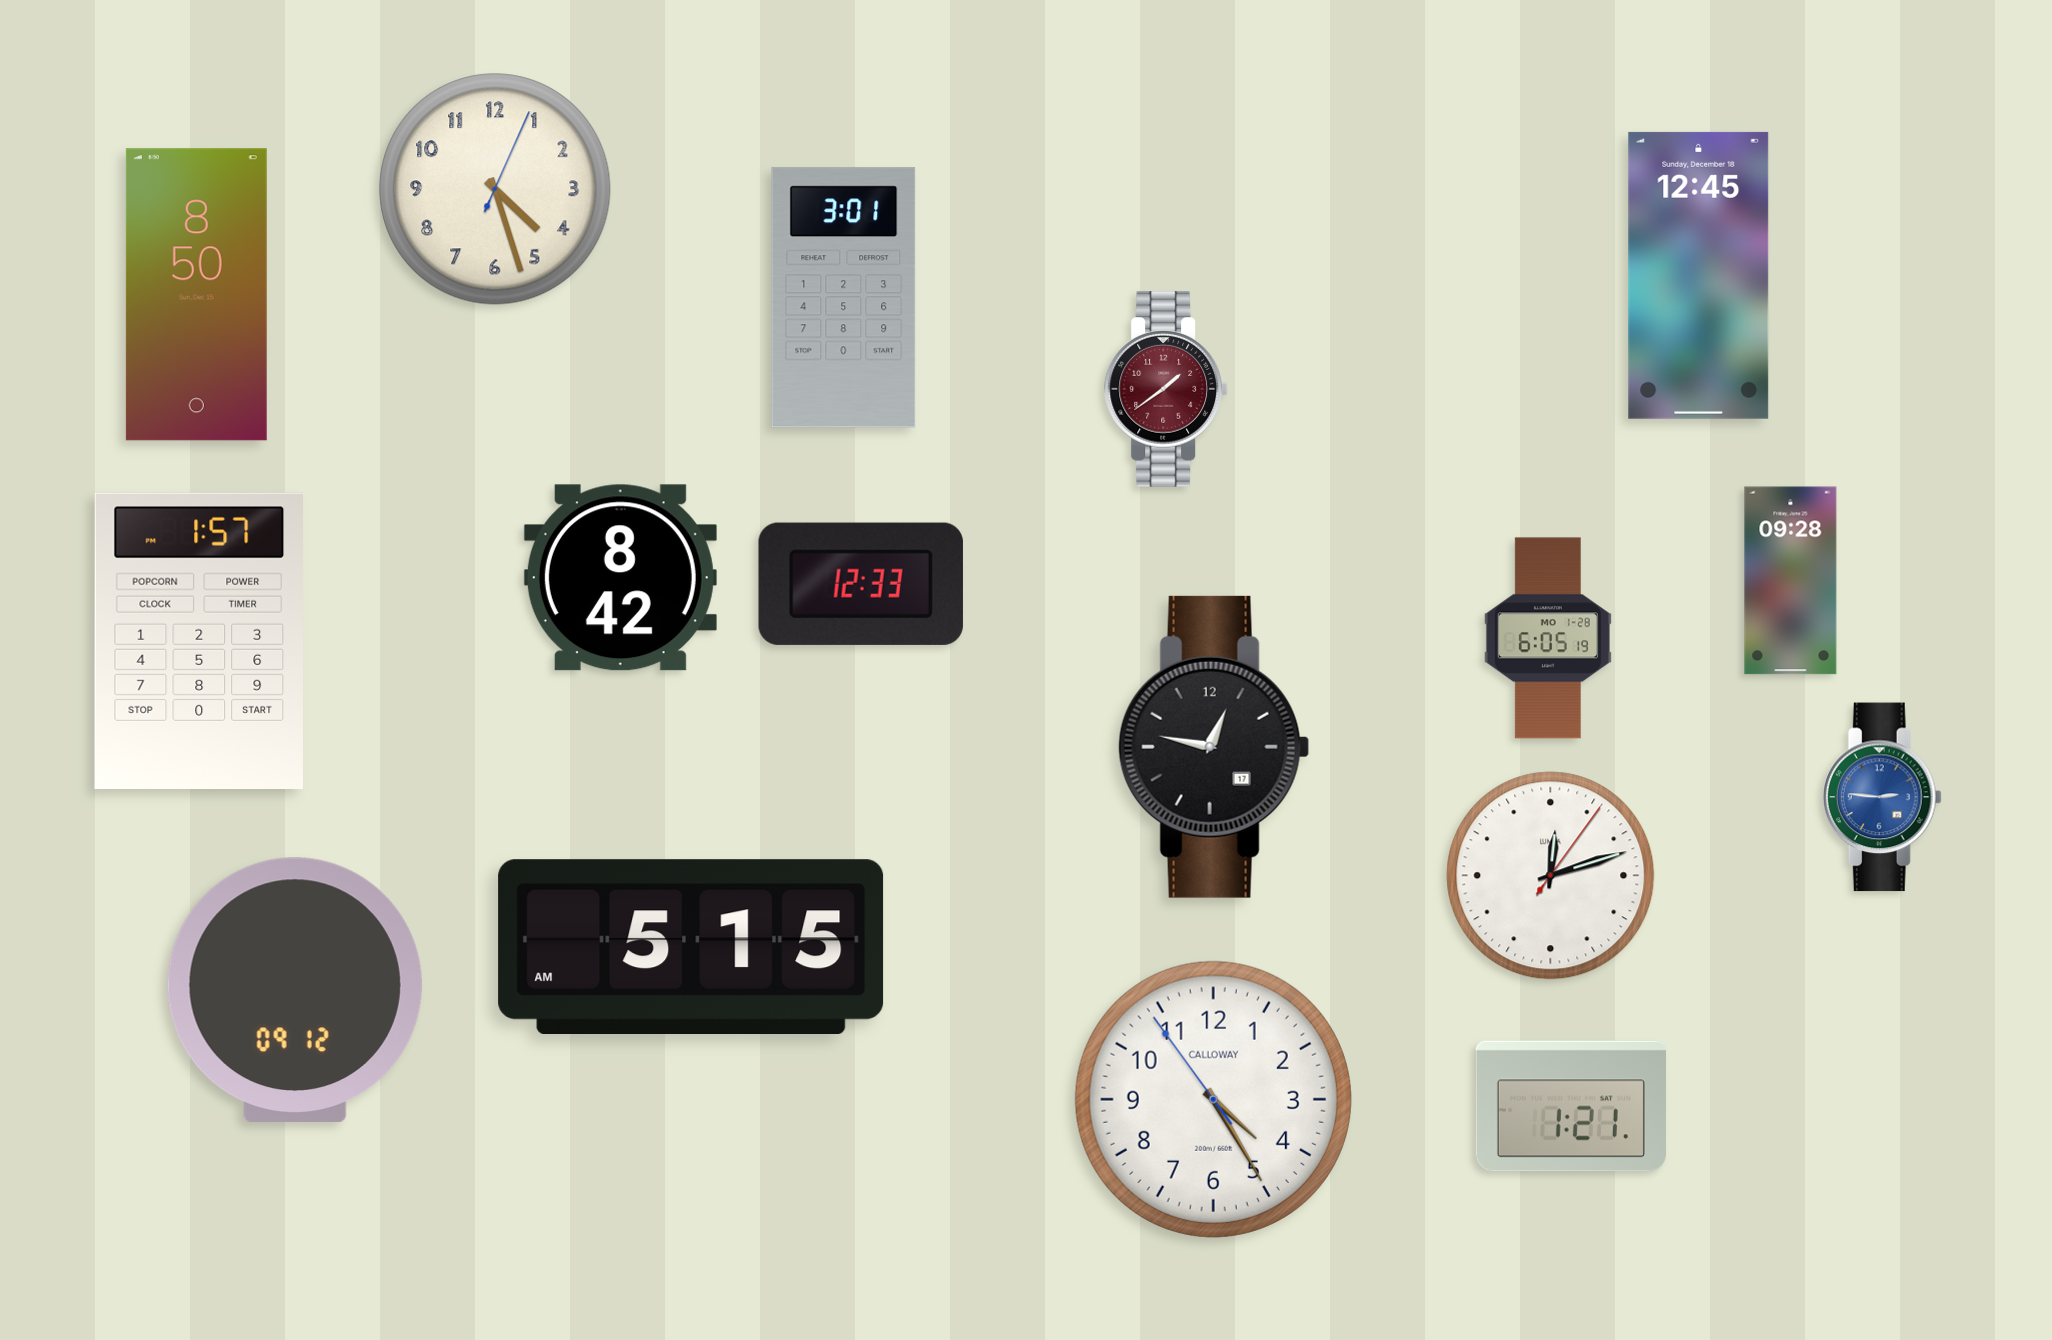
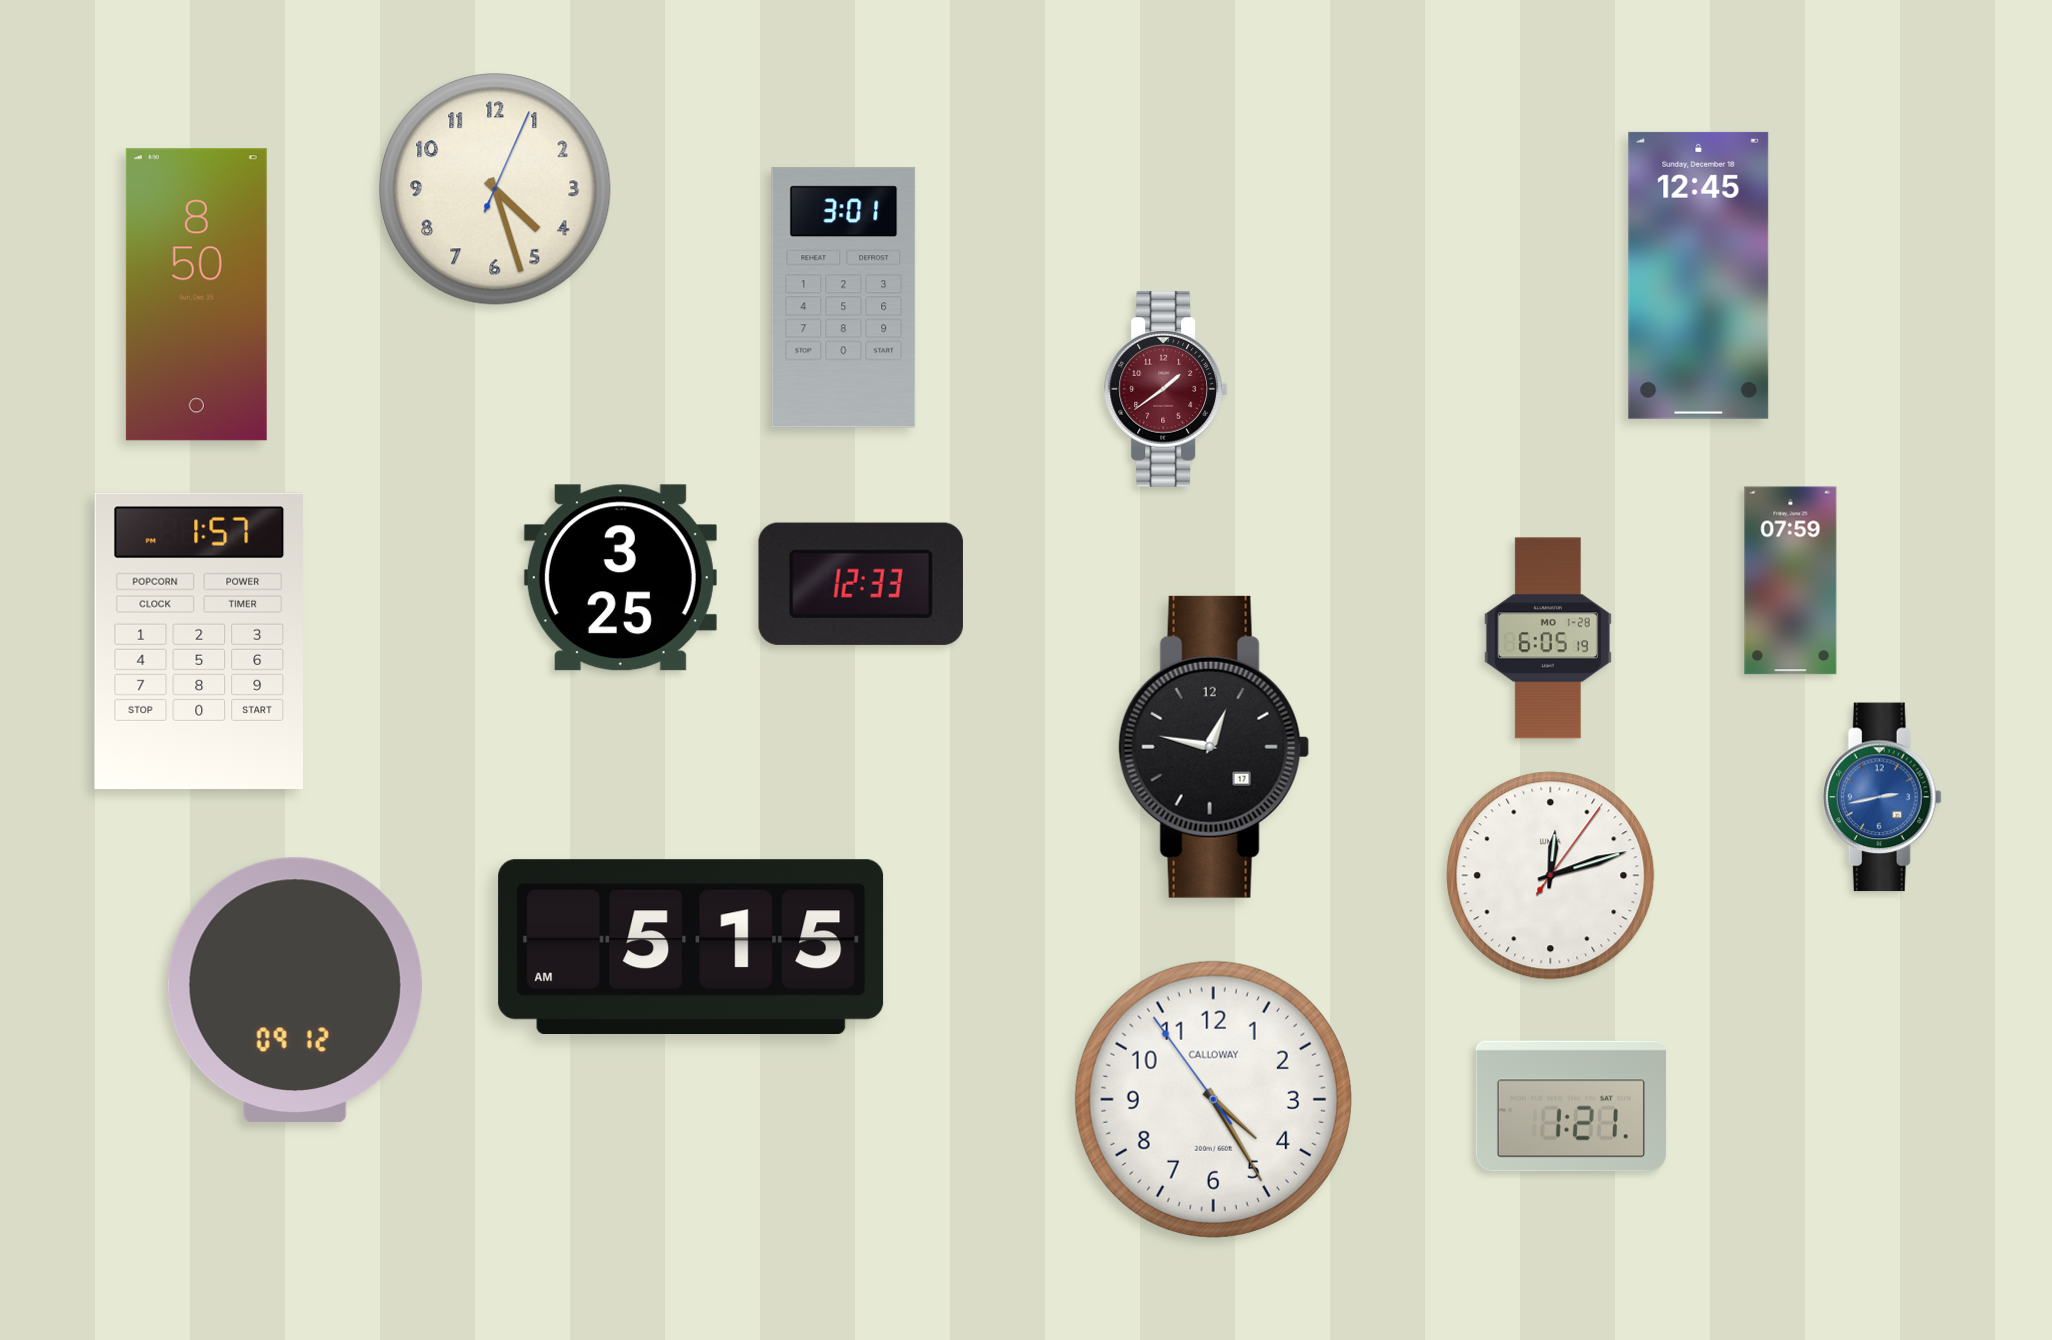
clock at (620, 578): 8:42 -> 3:25
clock at (1791, 581): 09:28 -> 07:59
clock at (1882, 797): 2:46 -> 2:43
